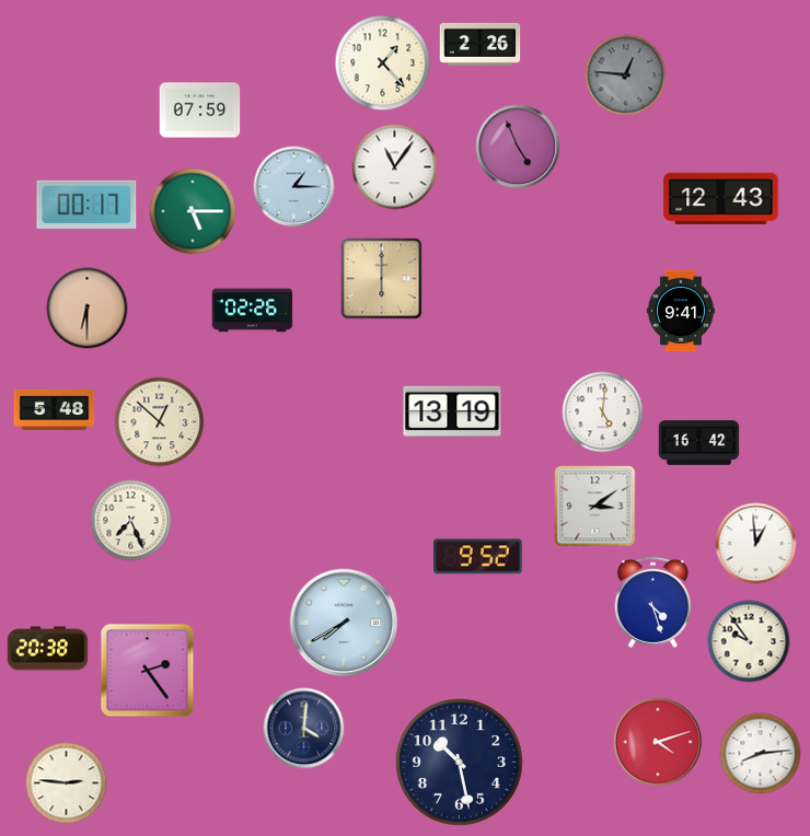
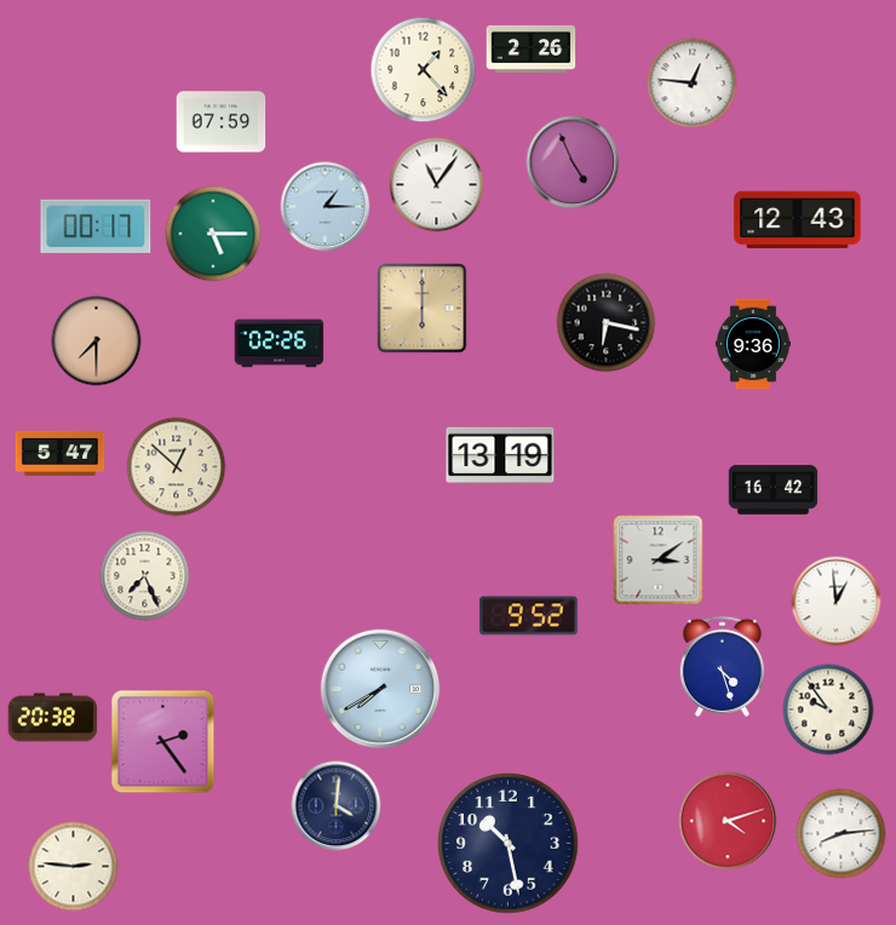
clock at (626, 76) dial: grey -> white
clock at (607, 323): none -> 6:17
clock at (88, 309): 6:30 -> 7:30
clock at (681, 311): 9:41 -> 9:36
clock at (55, 409): 5:48 -> 5:47
clock at (603, 413): 5:01 -> none
